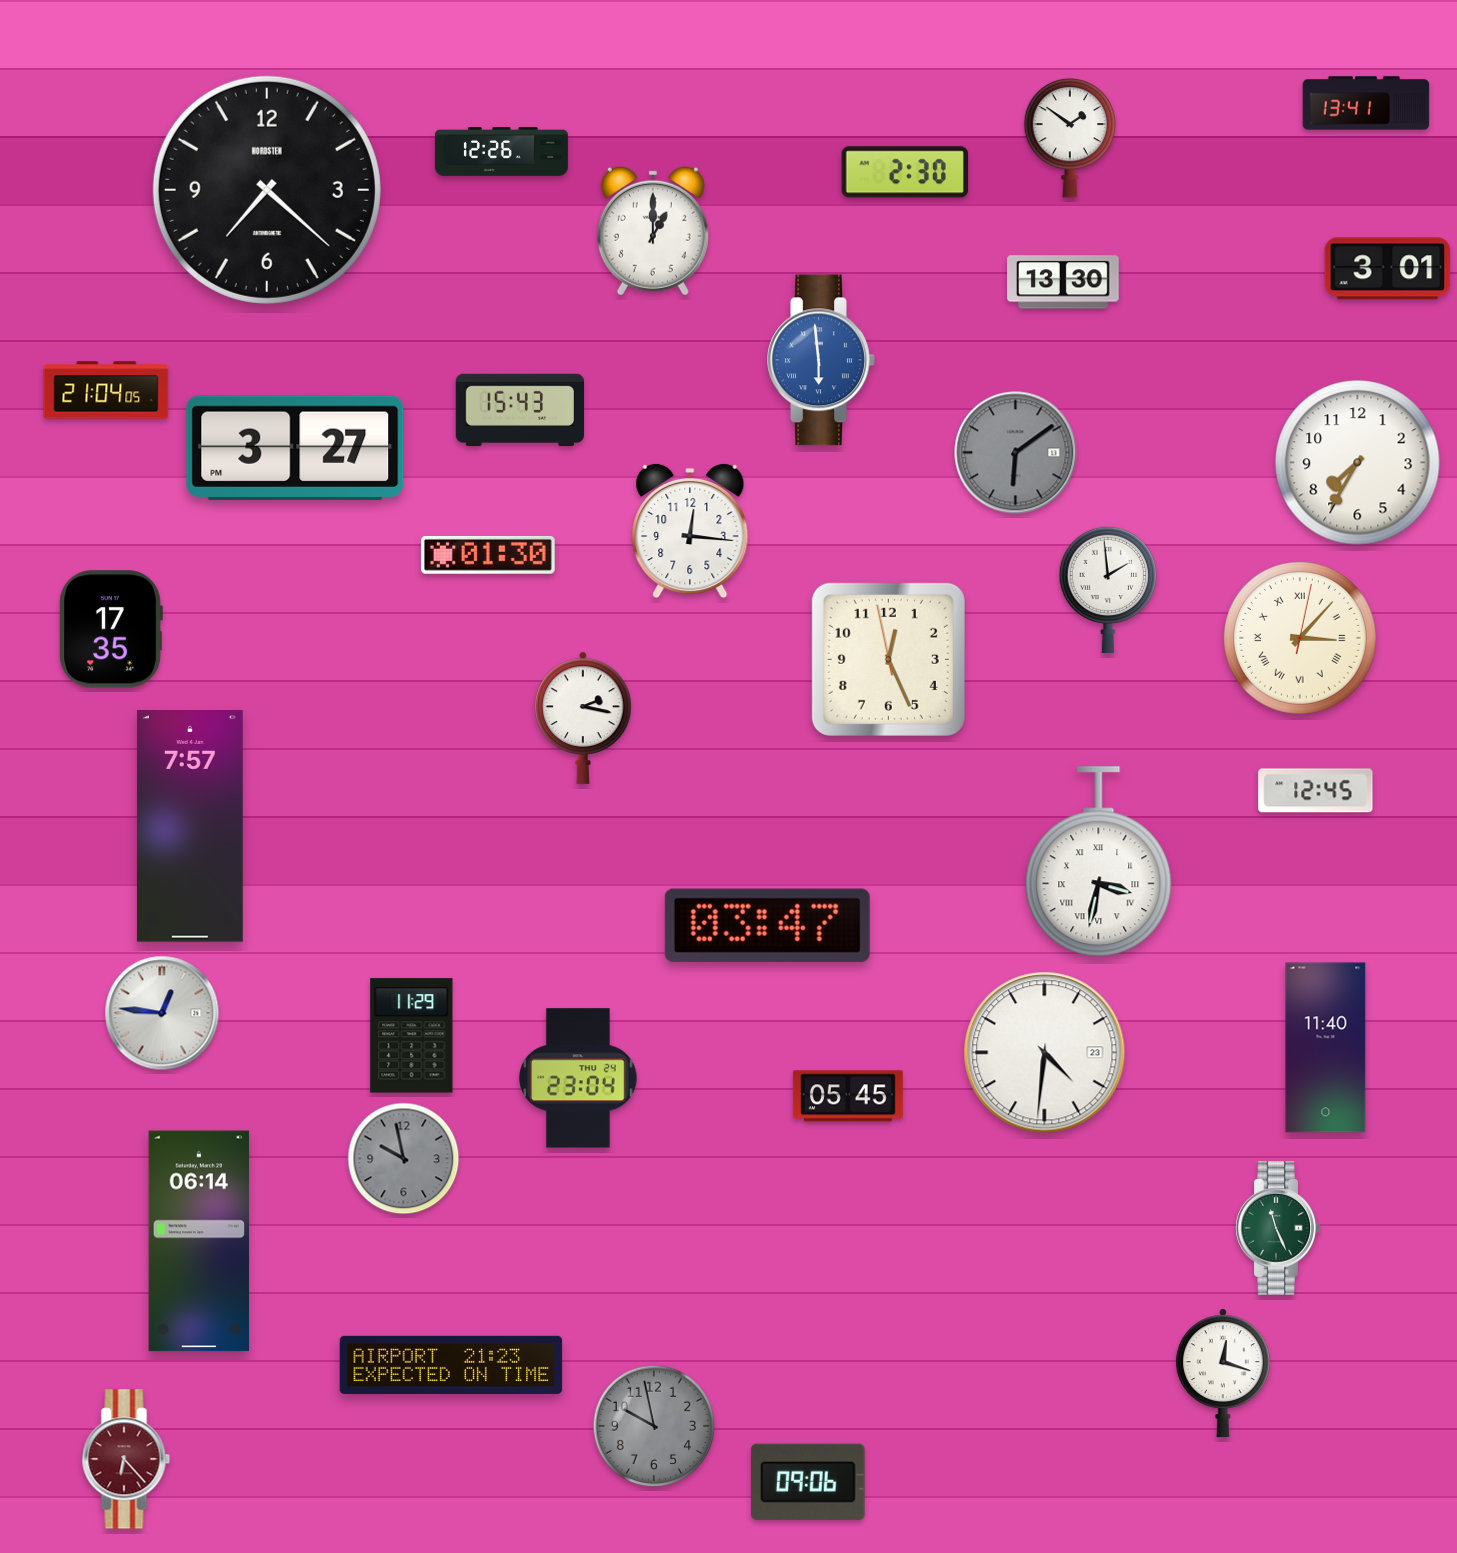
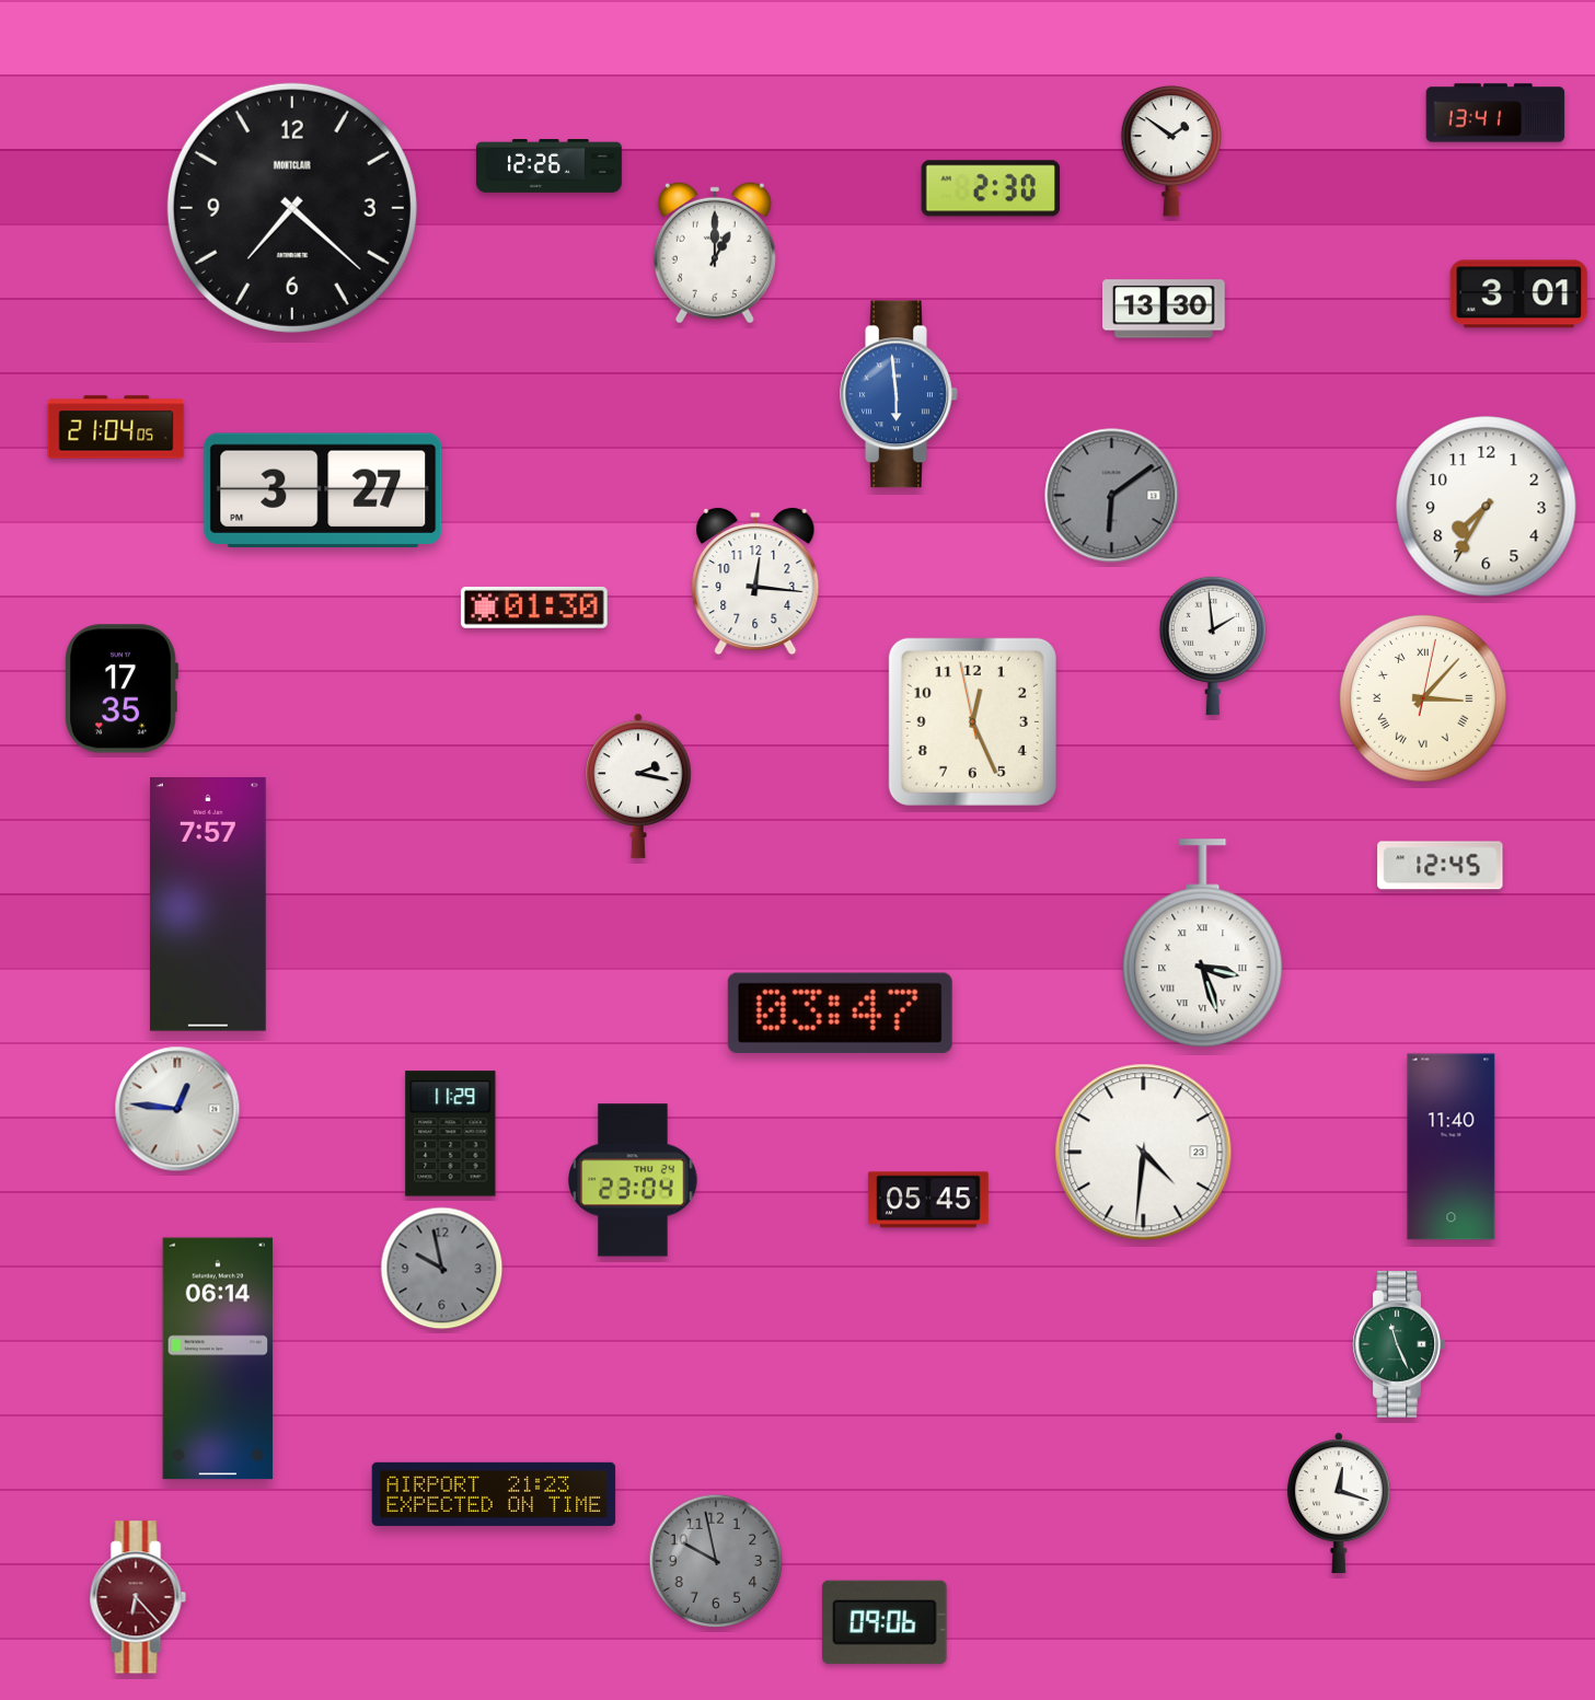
clock at (267, 190) brand: NORDSTEN -> MONTCLAIR
clock at (520, 410): 15:43 -> none
clock at (1099, 862): 3:32 -> 3:27
